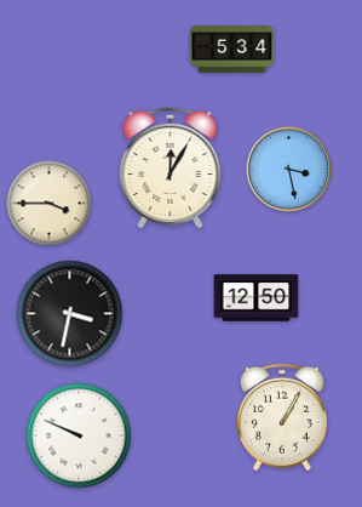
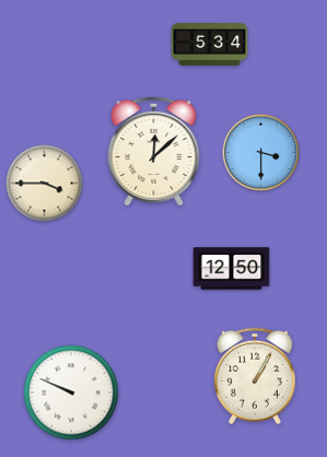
clock at (171, 166): 12:05 -> 12:08
clock at (289, 170): 3:28 -> 3:30
clock at (70, 314): 3:32 -> none
